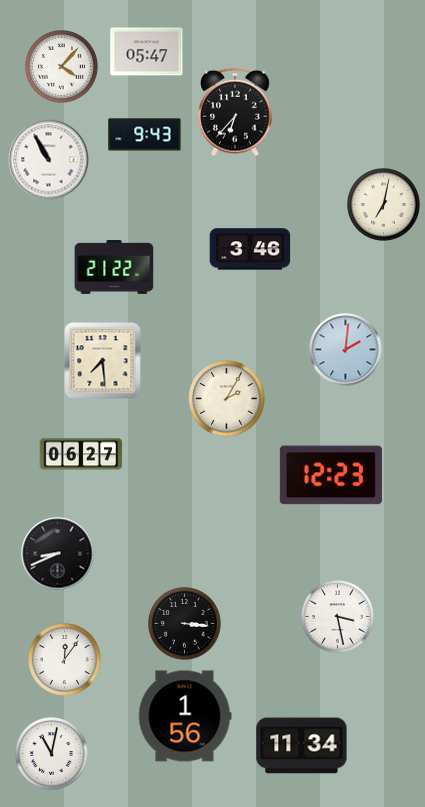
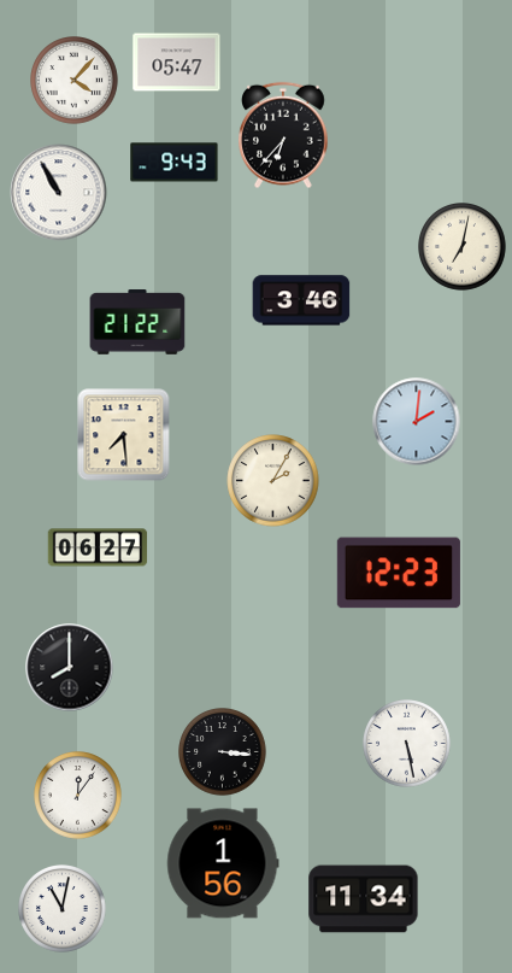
clock at (58, 554): 8:41 -> 8:00
clock at (338, 617): 3:28 -> 5:28
